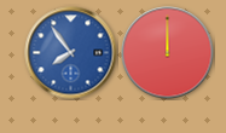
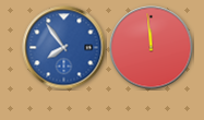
clock at (168, 53): 12:00 -> 11:59
